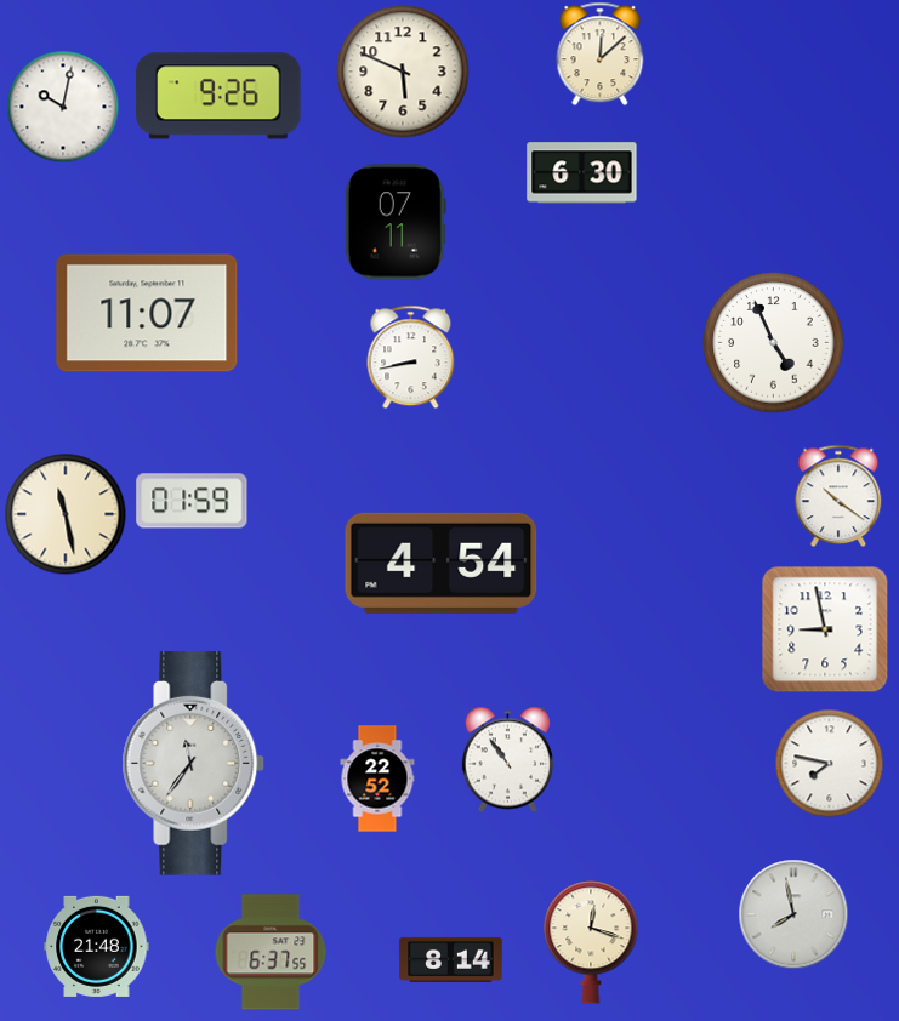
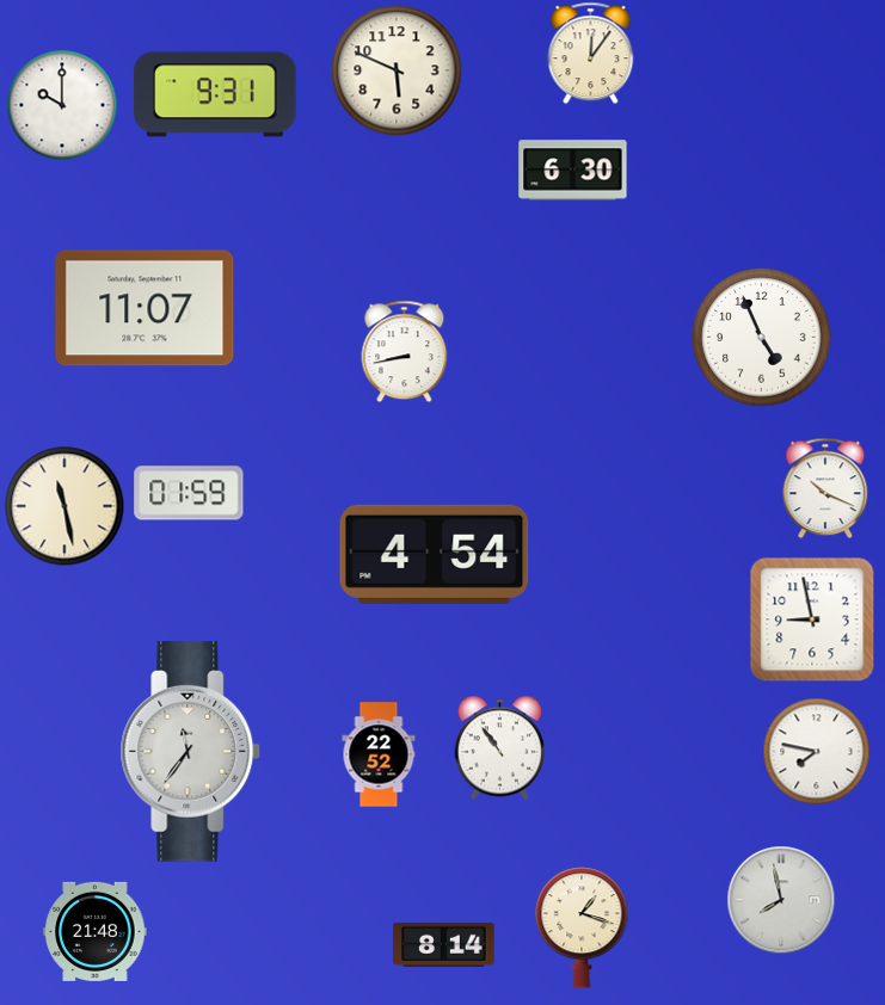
clock at (601, 53): 12:08 -> 12:06
clock at (218, 96): 9:26 -> 9:31
clock at (63, 107): 10:02 -> 10:00
clock at (396, 222): 07:11 -> none
clock at (838, 496): 10:21 -> 10:19
clock at (377, 778) position: (377, 778) -> (379, 754)
clock at (591, 942): 12:18 -> 1:18
clock at (271, 952): 6:37 -> none
